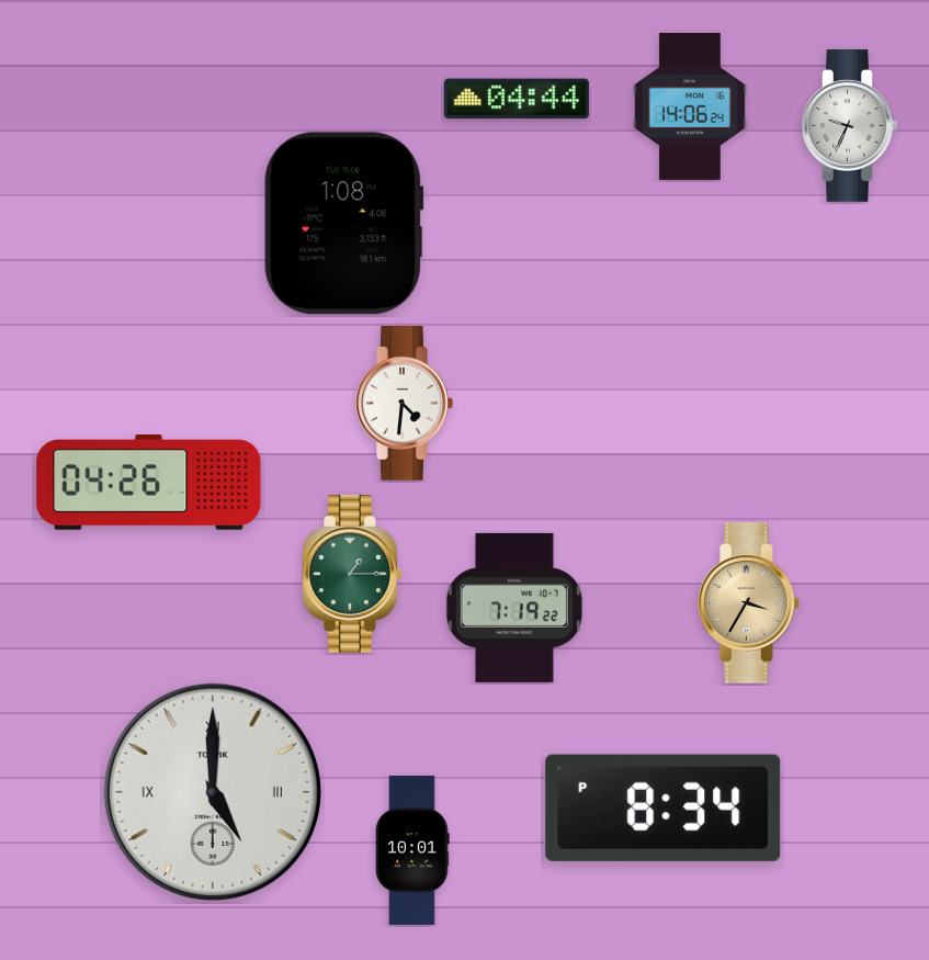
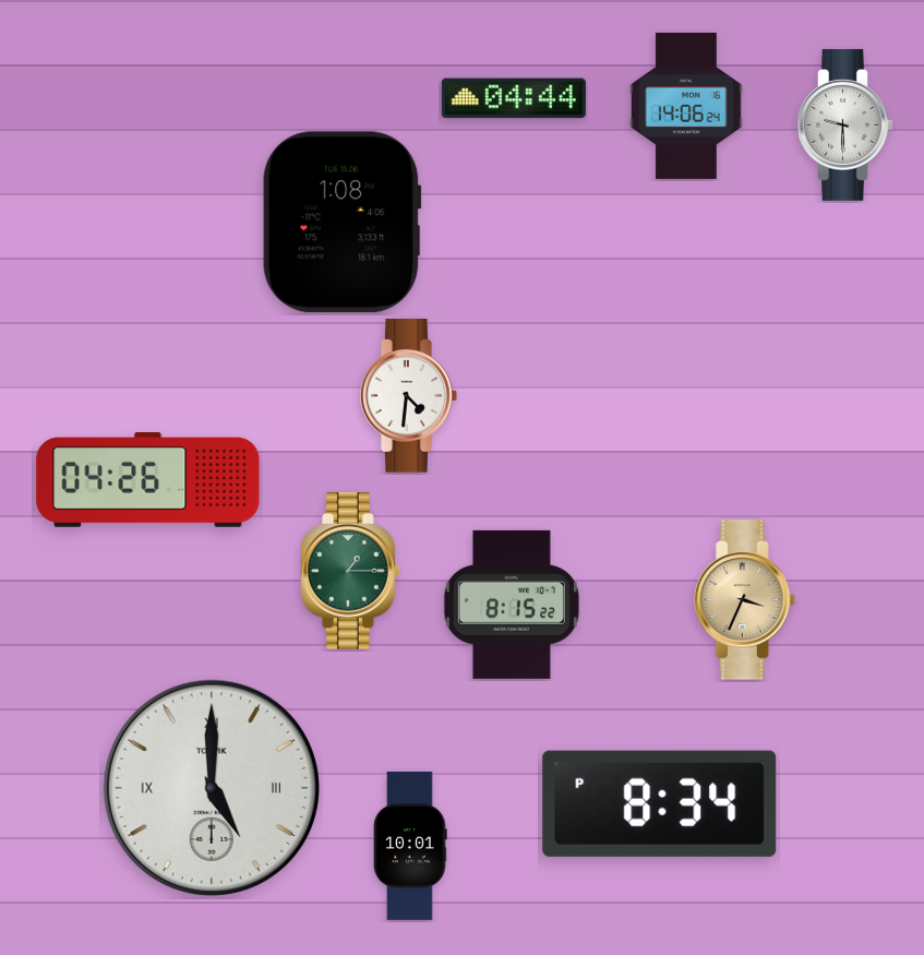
clock at (850, 125): 9:34 -> 9:30
clock at (405, 404) position: (405, 404) -> (409, 396)
clock at (749, 603): 3:35 -> 3:34
clock at (514, 608): 7:19 -> 8:15
